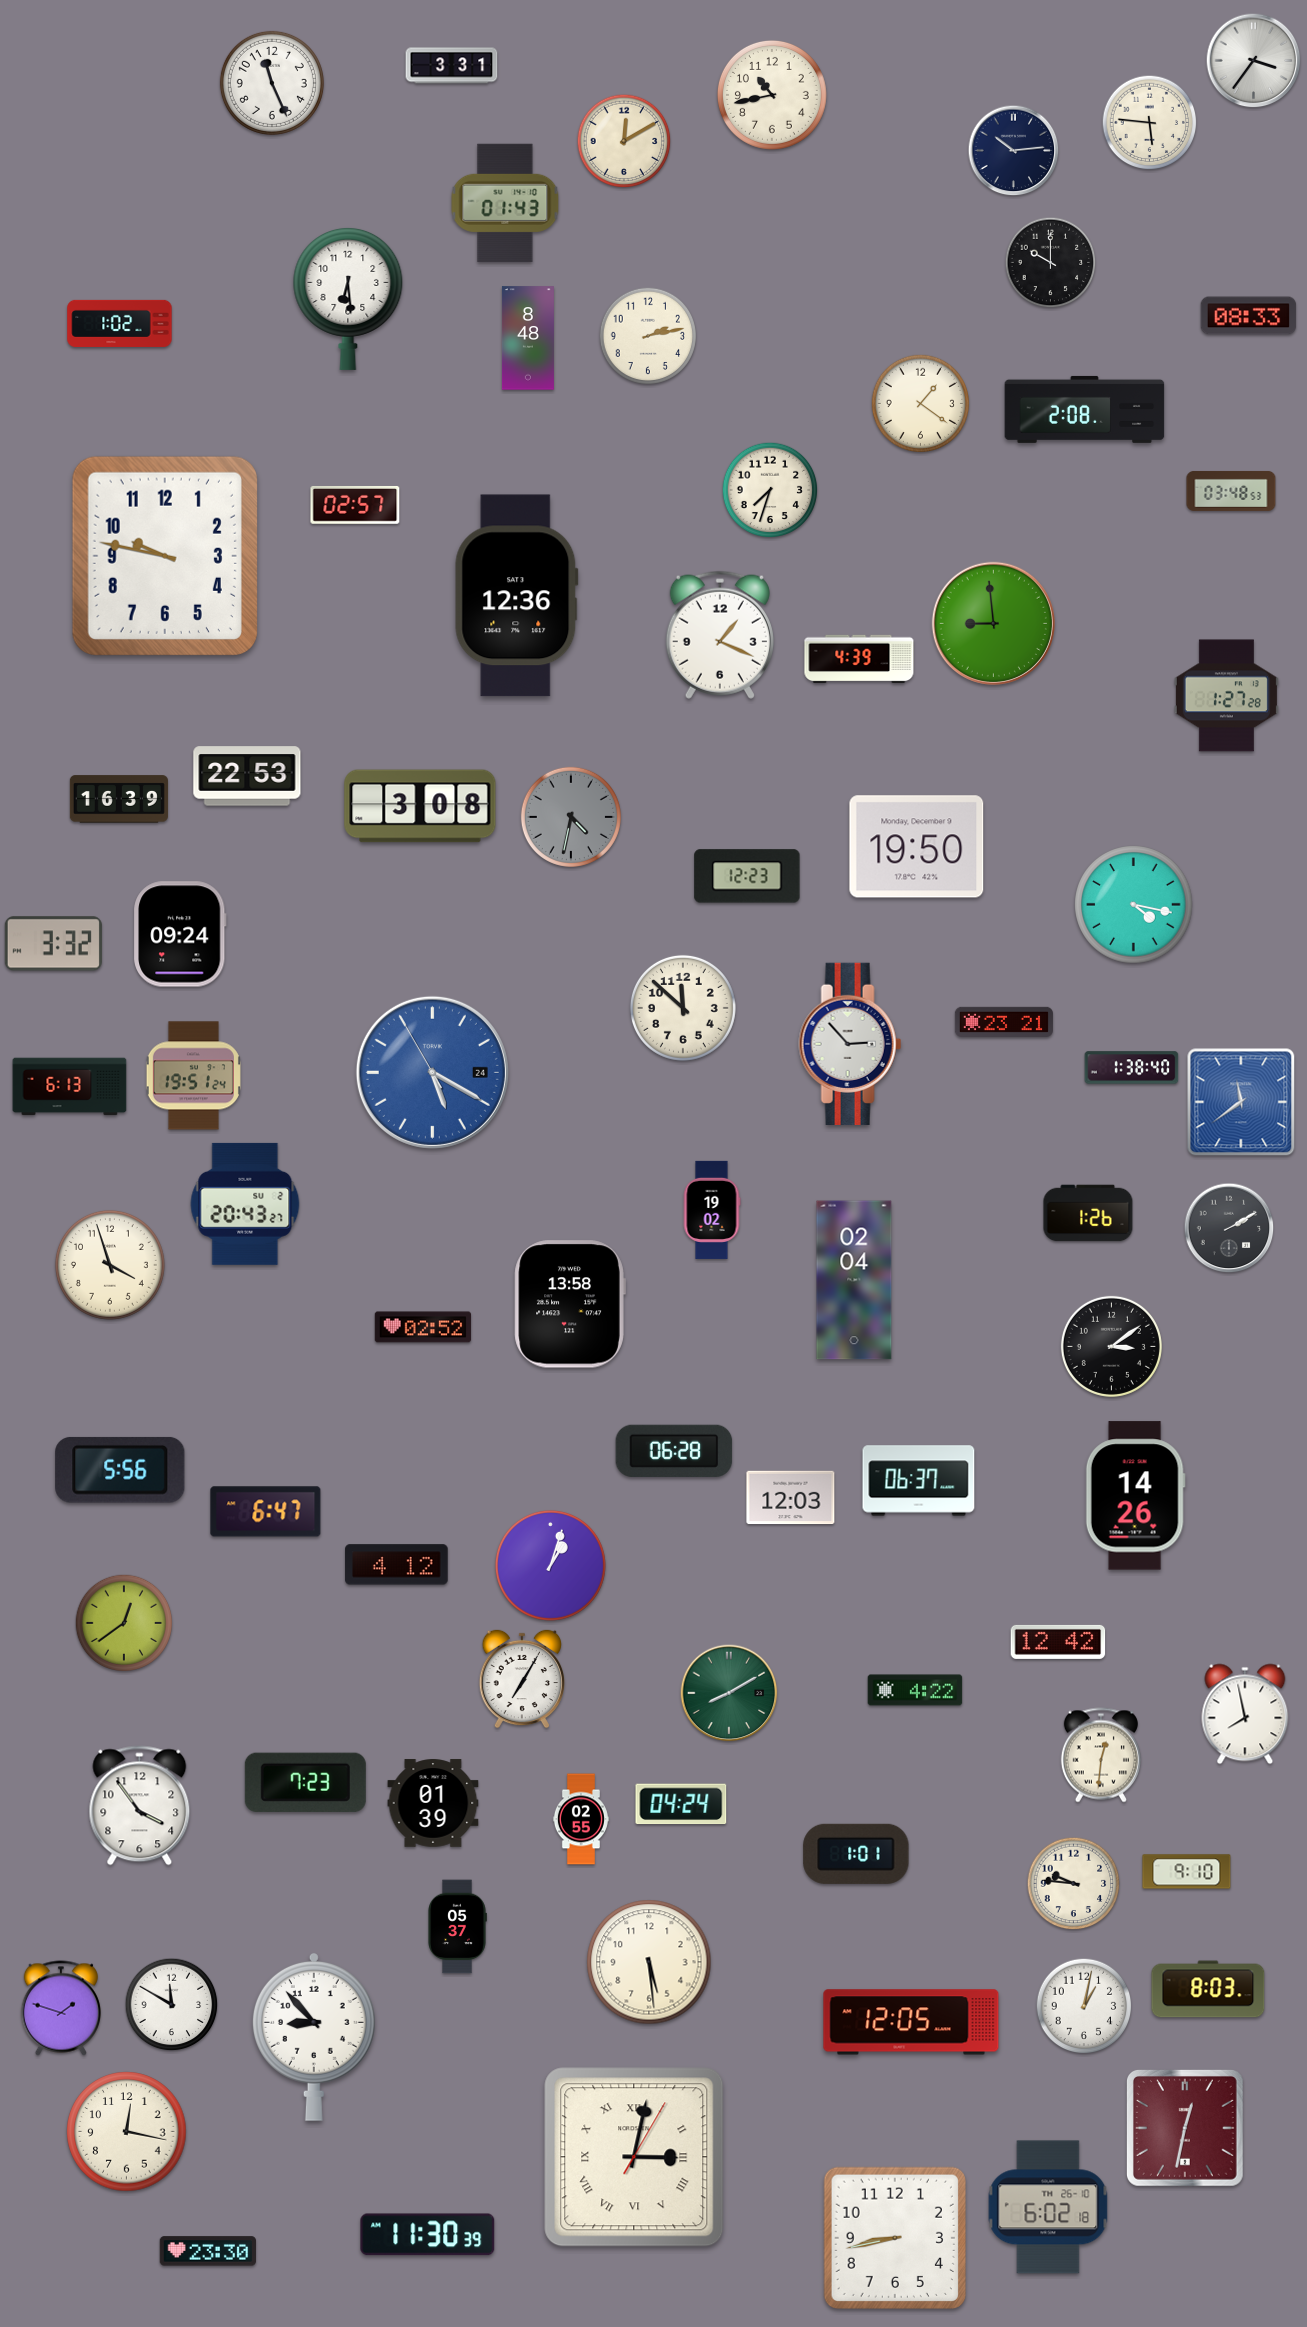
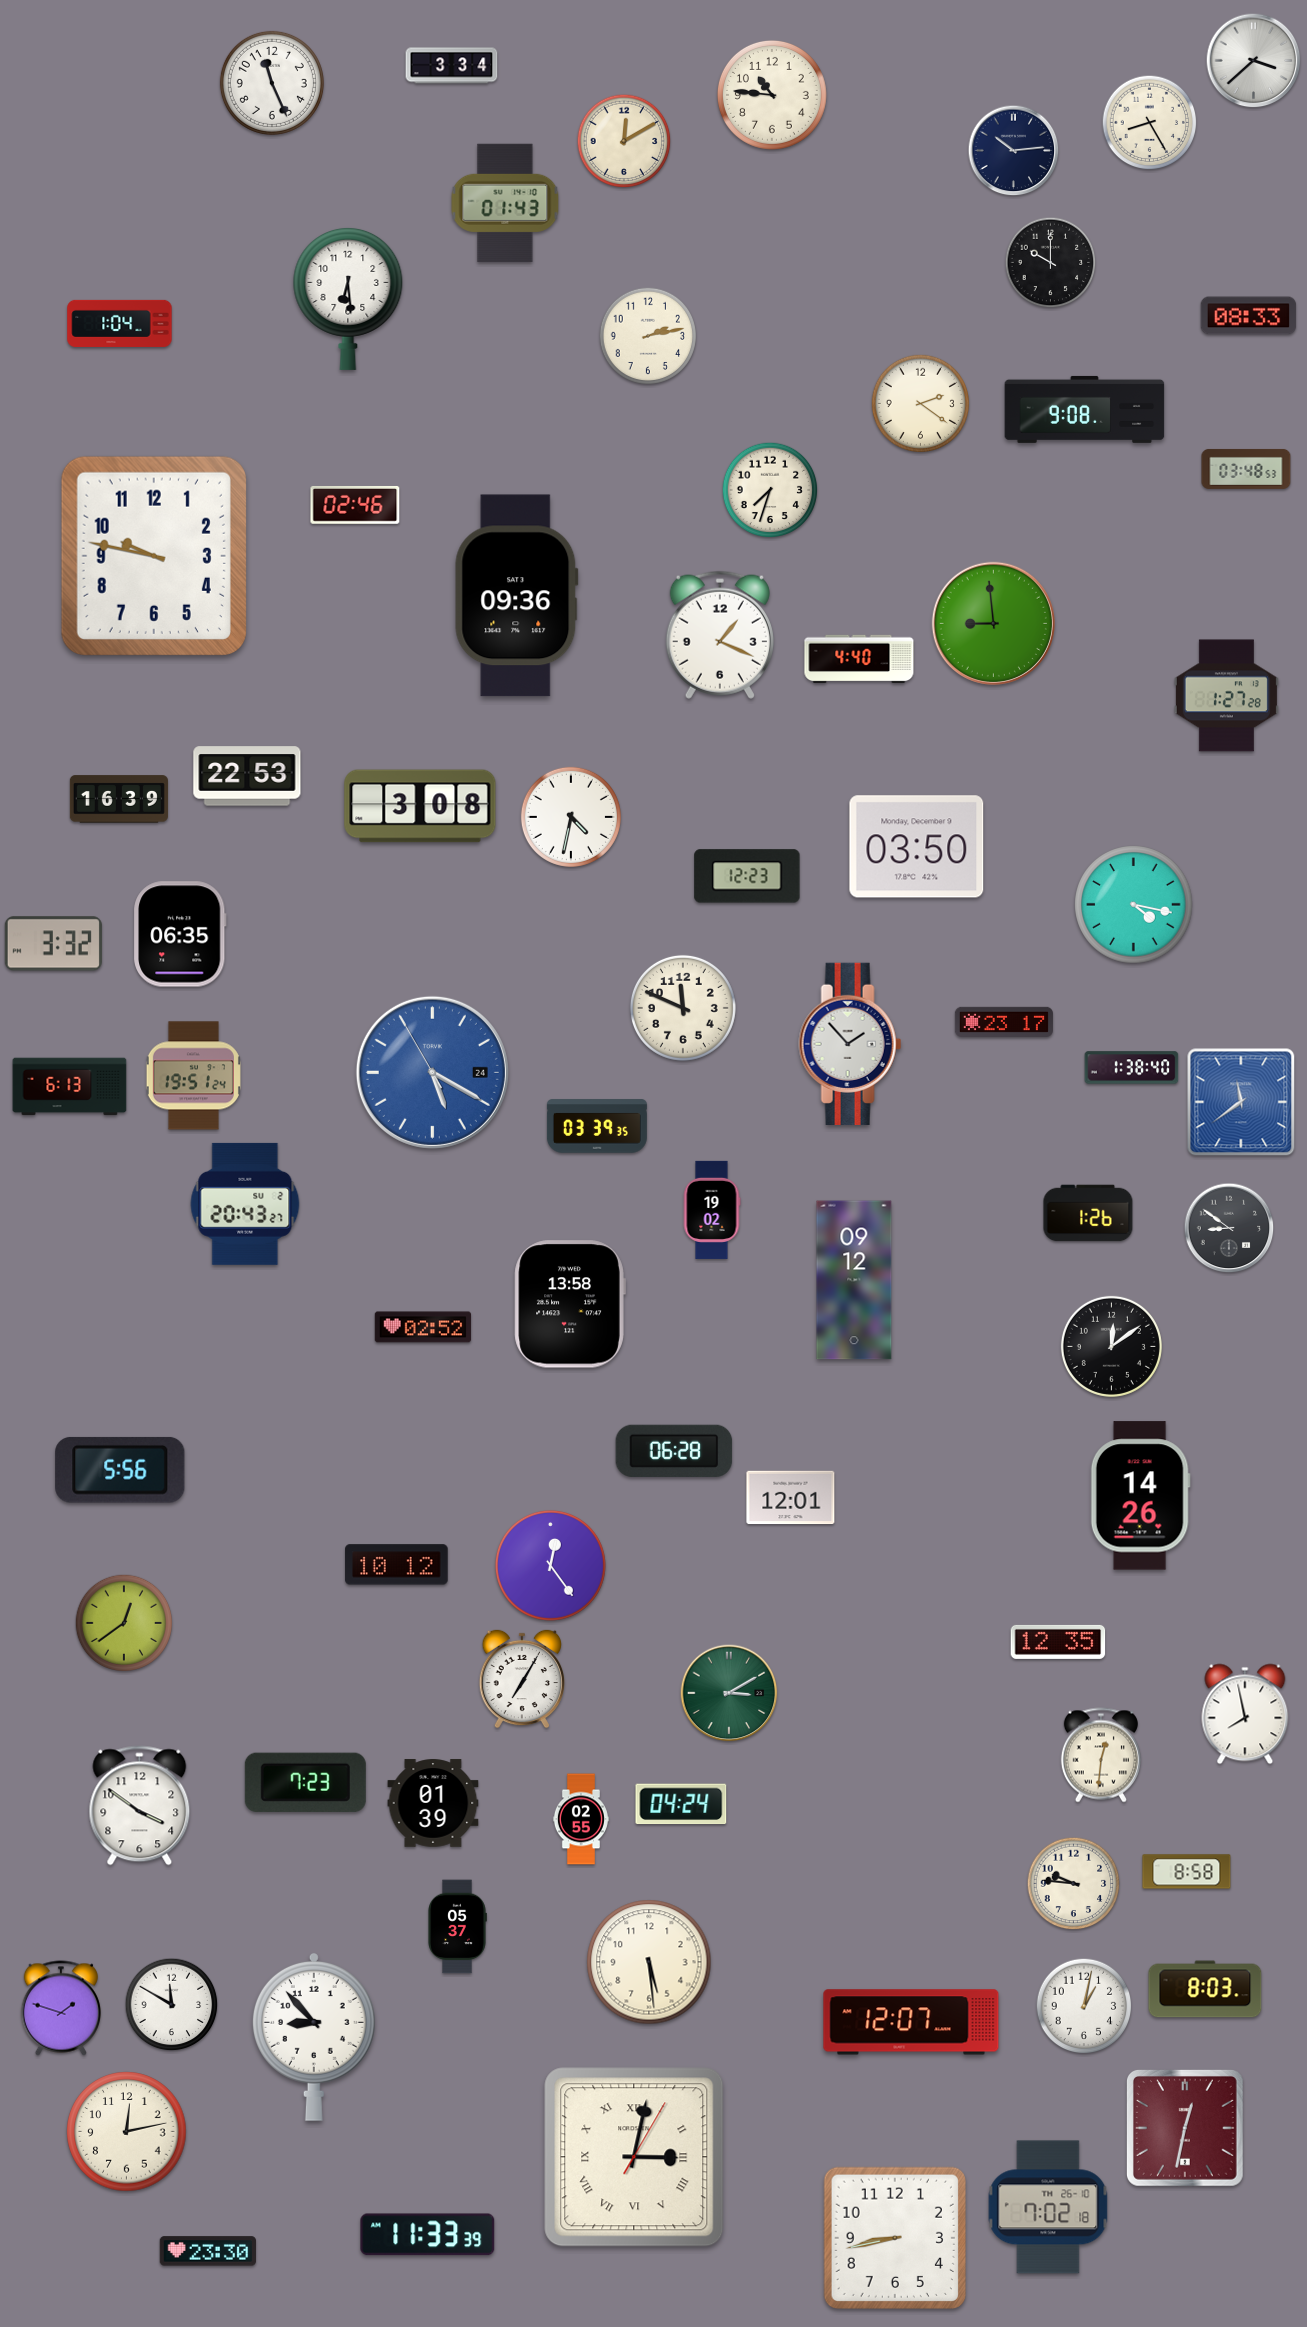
clock at (1254, 61): 3:36 -> 3:38
clock at (452, 66): 3:31 -> 3:34
clock at (772, 95): 10:43 -> 10:46
clock at (1150, 123): 5:46 -> 8:25
clock at (120, 323): 1:02 -> 1:04
clock at (528, 338): 8:48 -> none
clock at (920, 403): 1:21 -> 2:21
clock at (1085, 409): 2:08 -> 9:08
clock at (1231, 491) position: (1231, 491) -> (1246, 469)
clock at (355, 505): 02:57 -> 02:46
clock at (165, 556) position: (165, 556) -> (154, 556)
clock at (517, 596): 12:36 -> 09:36
clock at (859, 659): 4:39 -> 4:40
clock at (571, 817) dial: grey -> white
clock at (917, 847): 19:50 -> 03:50
clock at (181, 934): 09:24 -> 06:35
clock at (683, 1008): 11:52 -> 11:49
clock at (1004, 1022): 23:21 -> 23:17
clock at (850, 1044): 2:53 -> 1:53
clock at (597, 1126): none -> 03:39
clock at (1229, 1228): 2:10 -> 8:51
clock at (110, 1265): 3:57 -> none
clock at (854, 1280): 02:04 -> 09:12
clock at (1111, 1346): 3:09 -> 12:09
clock at (919, 1481): 06:37 -> none
clock at (1135, 1496) position: (1135, 1496) -> (1140, 1496)
clock at (791, 1498): 12:03 -> 12:01
clock at (266, 1512): 6:47 -> none
clock at (397, 1565): 4:12 -> 10:12
clock at (550, 1565): 1:03 -> 12:24
clock at (1058, 1642): 12:42 -> 12:35
clock at (915, 1690): 4:22 -> none
clock at (729, 1693): 8:10 -> 3:10
clock at (140, 1806): 3:54 -> 3:51
clock at (856, 1854): 1:01 -> none
clock at (1187, 1872): 9:10 -> 8:58
clock at (1208, 1989) position: (1208, 1989) -> (1205, 1989)
clock at (911, 2022): 12:05 -> 12:07
clock at (127, 2132): 12:17 -> 12:13
clock at (1048, 2207): 6:02 -> 7:02
clock at (428, 2235): 11:30 -> 11:33
